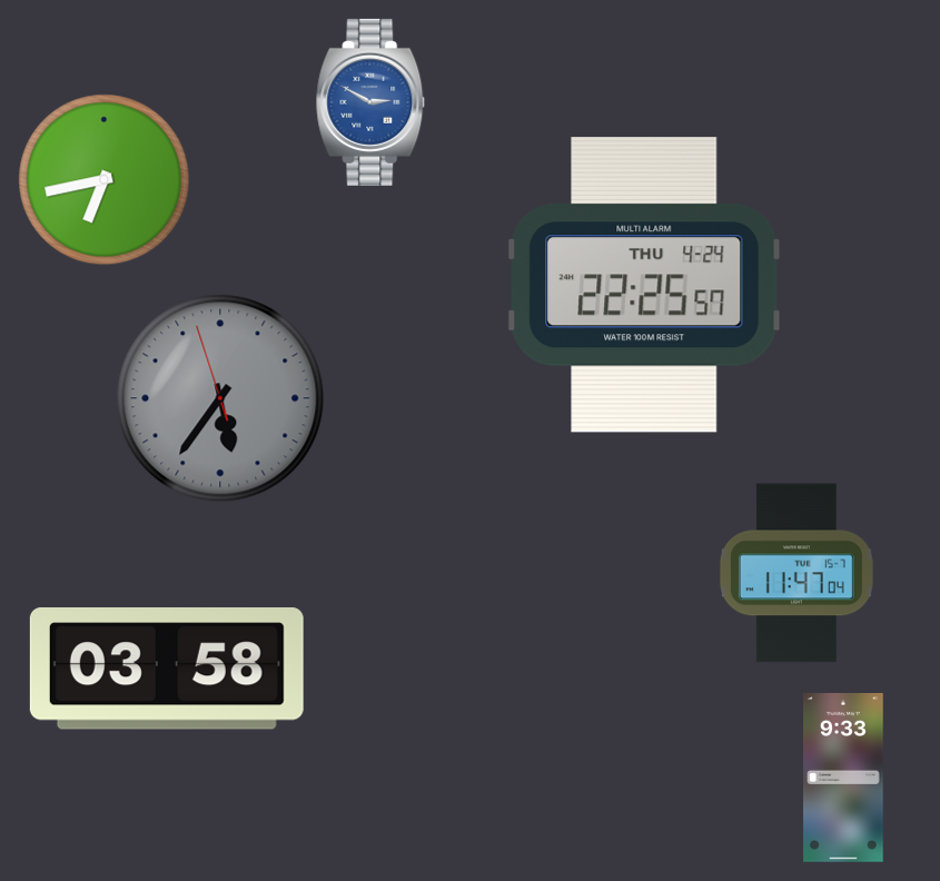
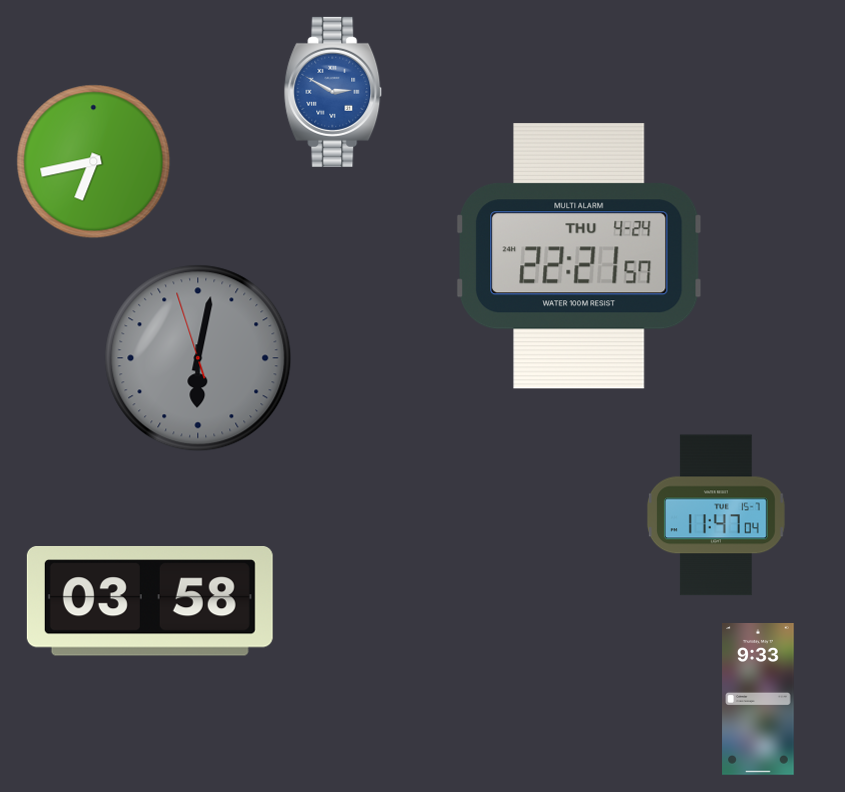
clock at (644, 285): 22:25 -> 22:21
clock at (220, 398): 5:35 -> 6:01
